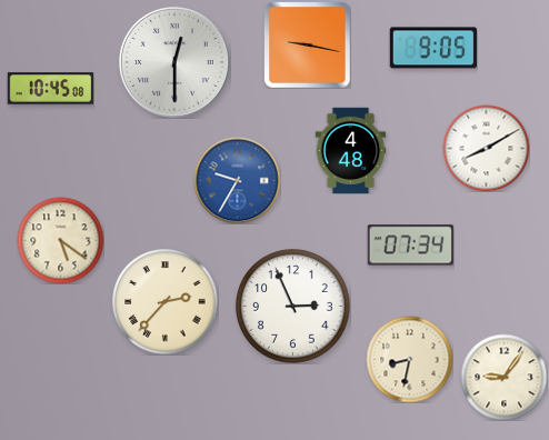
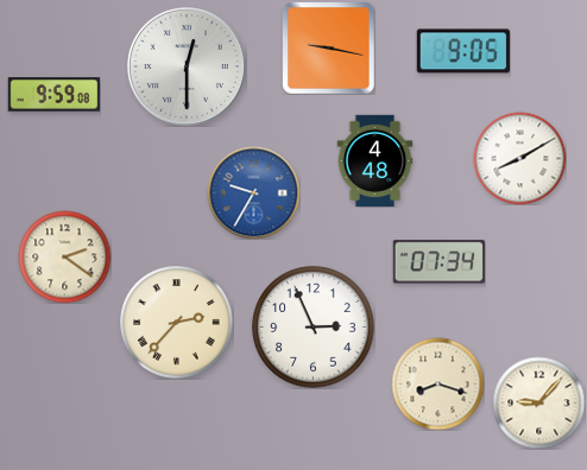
clock at (50, 89): 10:45 -> 9:59
clock at (60, 240): 5:21 -> 2:21
clock at (409, 359): 8:32 -> 8:18
clock at (503, 377): 9:06 -> 9:07
